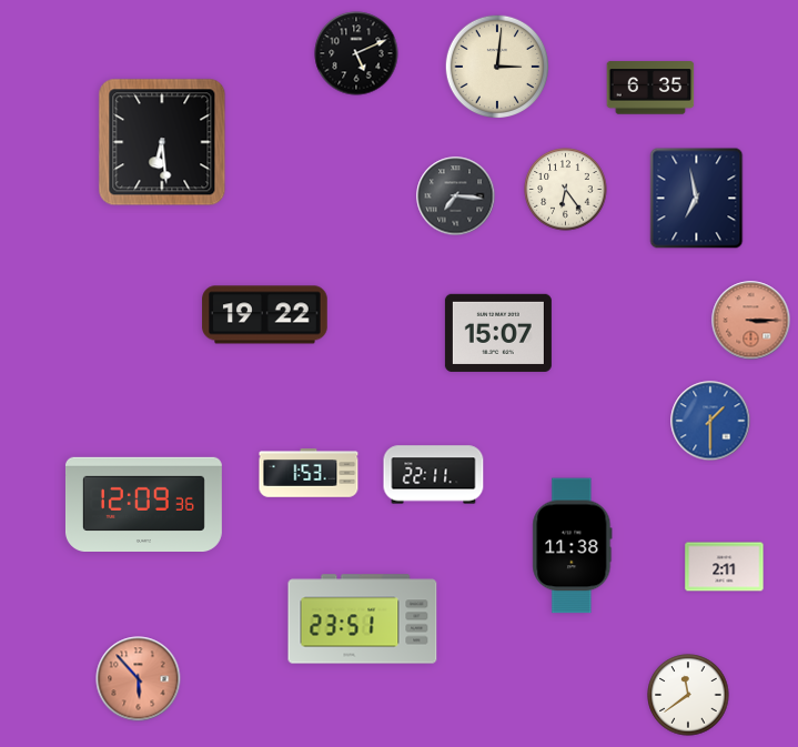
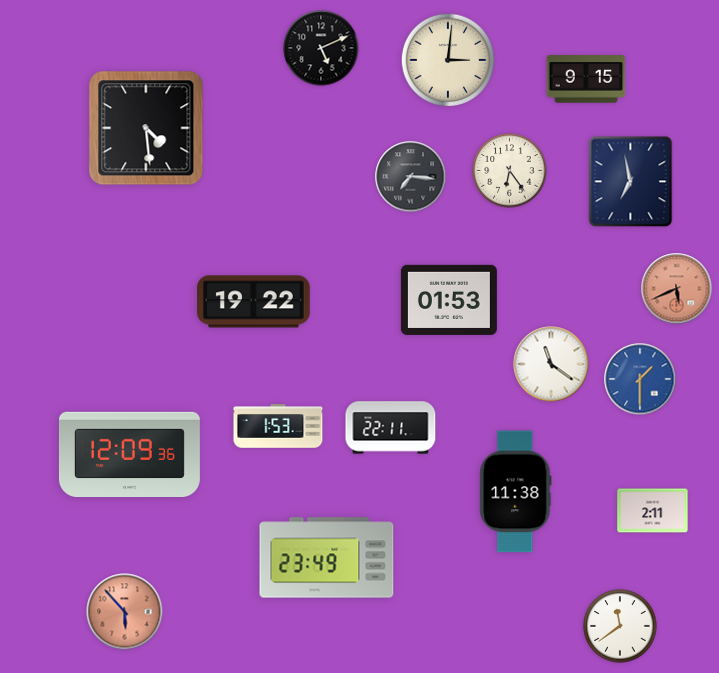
clock at (650, 88): 6:35 -> 9:15
clock at (162, 142): 6:29 -> 4:29
clock at (697, 199) position: (697, 199) -> (631, 182)
clock at (265, 315) position: (265, 315) -> (254, 302)
clock at (751, 321): 3:15 -> 5:41
clock at (498, 333): 15:07 -> 01:53
clock at (551, 364): none -> 11:21
clock at (363, 619): 23:51 -> 23:49
